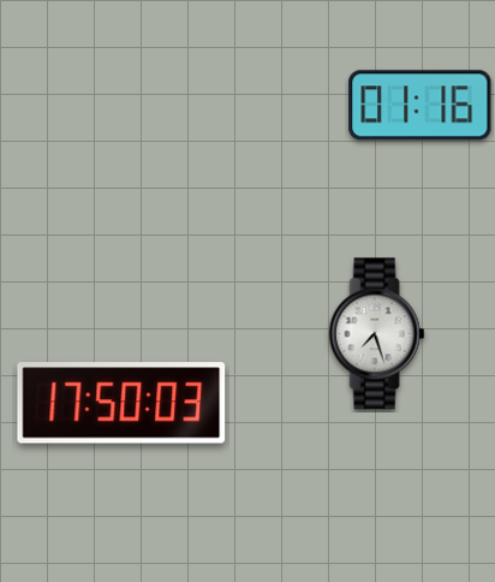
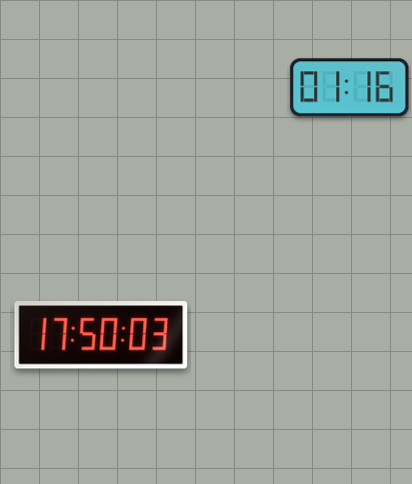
clock at (377, 334): 7:27 -> none
